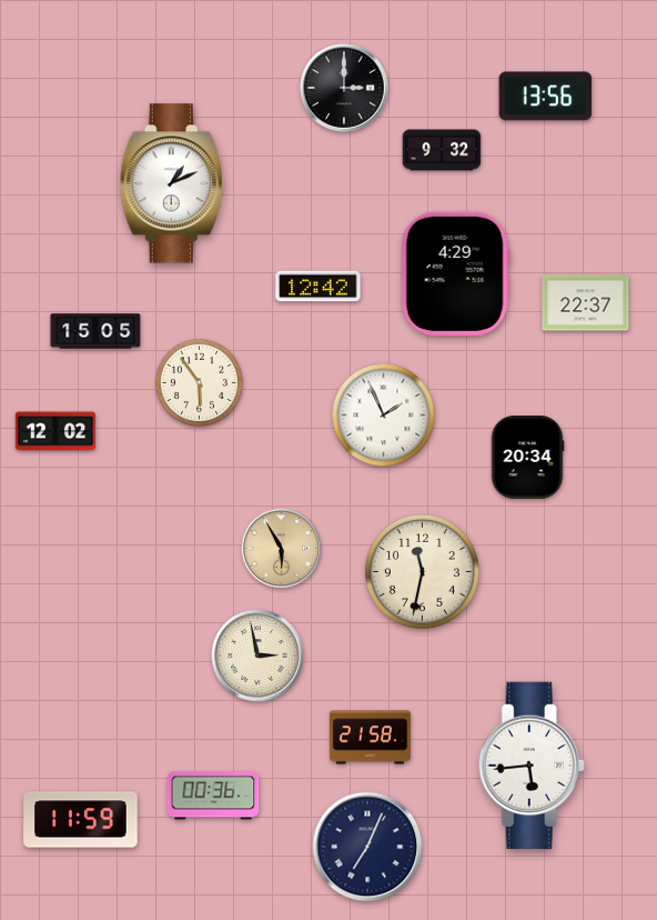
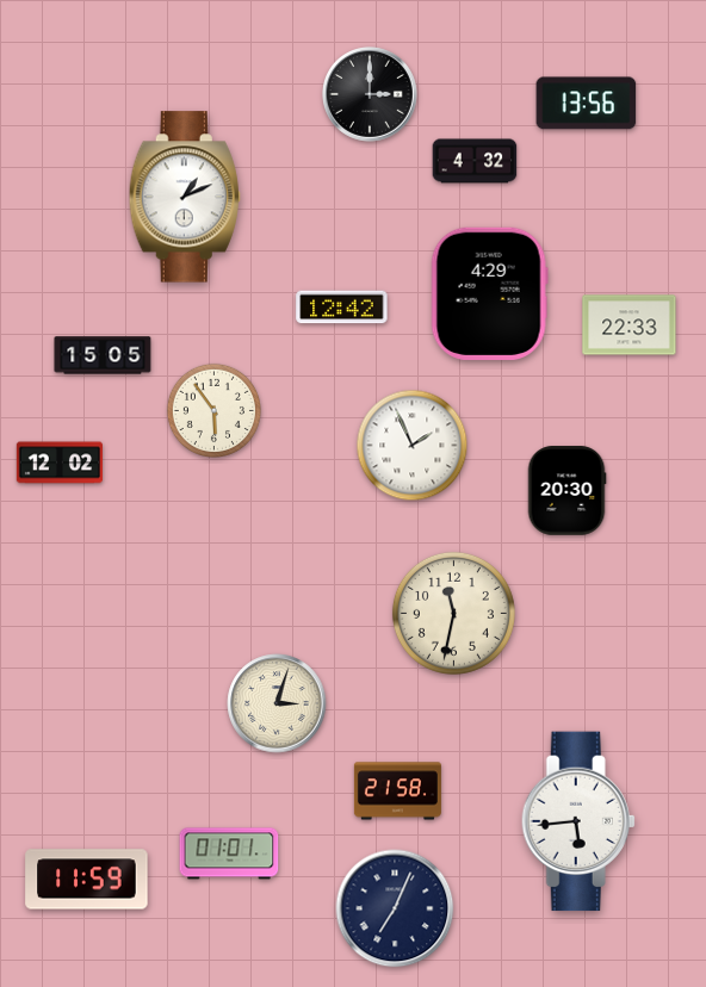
clock at (442, 150): 9:32 -> 4:32
clock at (586, 303): 22:37 -> 22:33
clock at (527, 458): 20:34 -> 20:30
clock at (282, 549): 5:55 -> none
clock at (257, 656): 2:58 -> 3:03
clock at (532, 766) position: (532, 766) -> (578, 821)
clock at (213, 796): 00:36 -> 01:01
